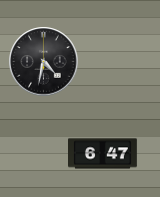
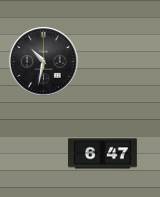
clock at (44, 62): 4:32 -> 10:32
